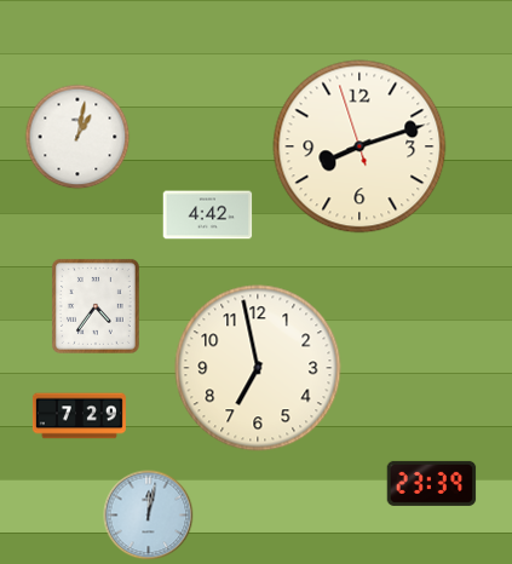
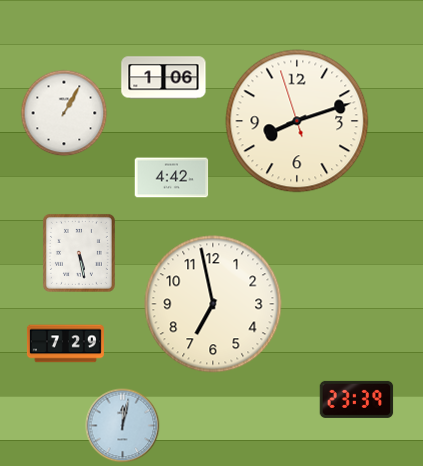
clock at (164, 78): none -> 1:06
clock at (77, 137): 1:02 -> 1:05
clock at (96, 306): 4:36 -> 5:28
